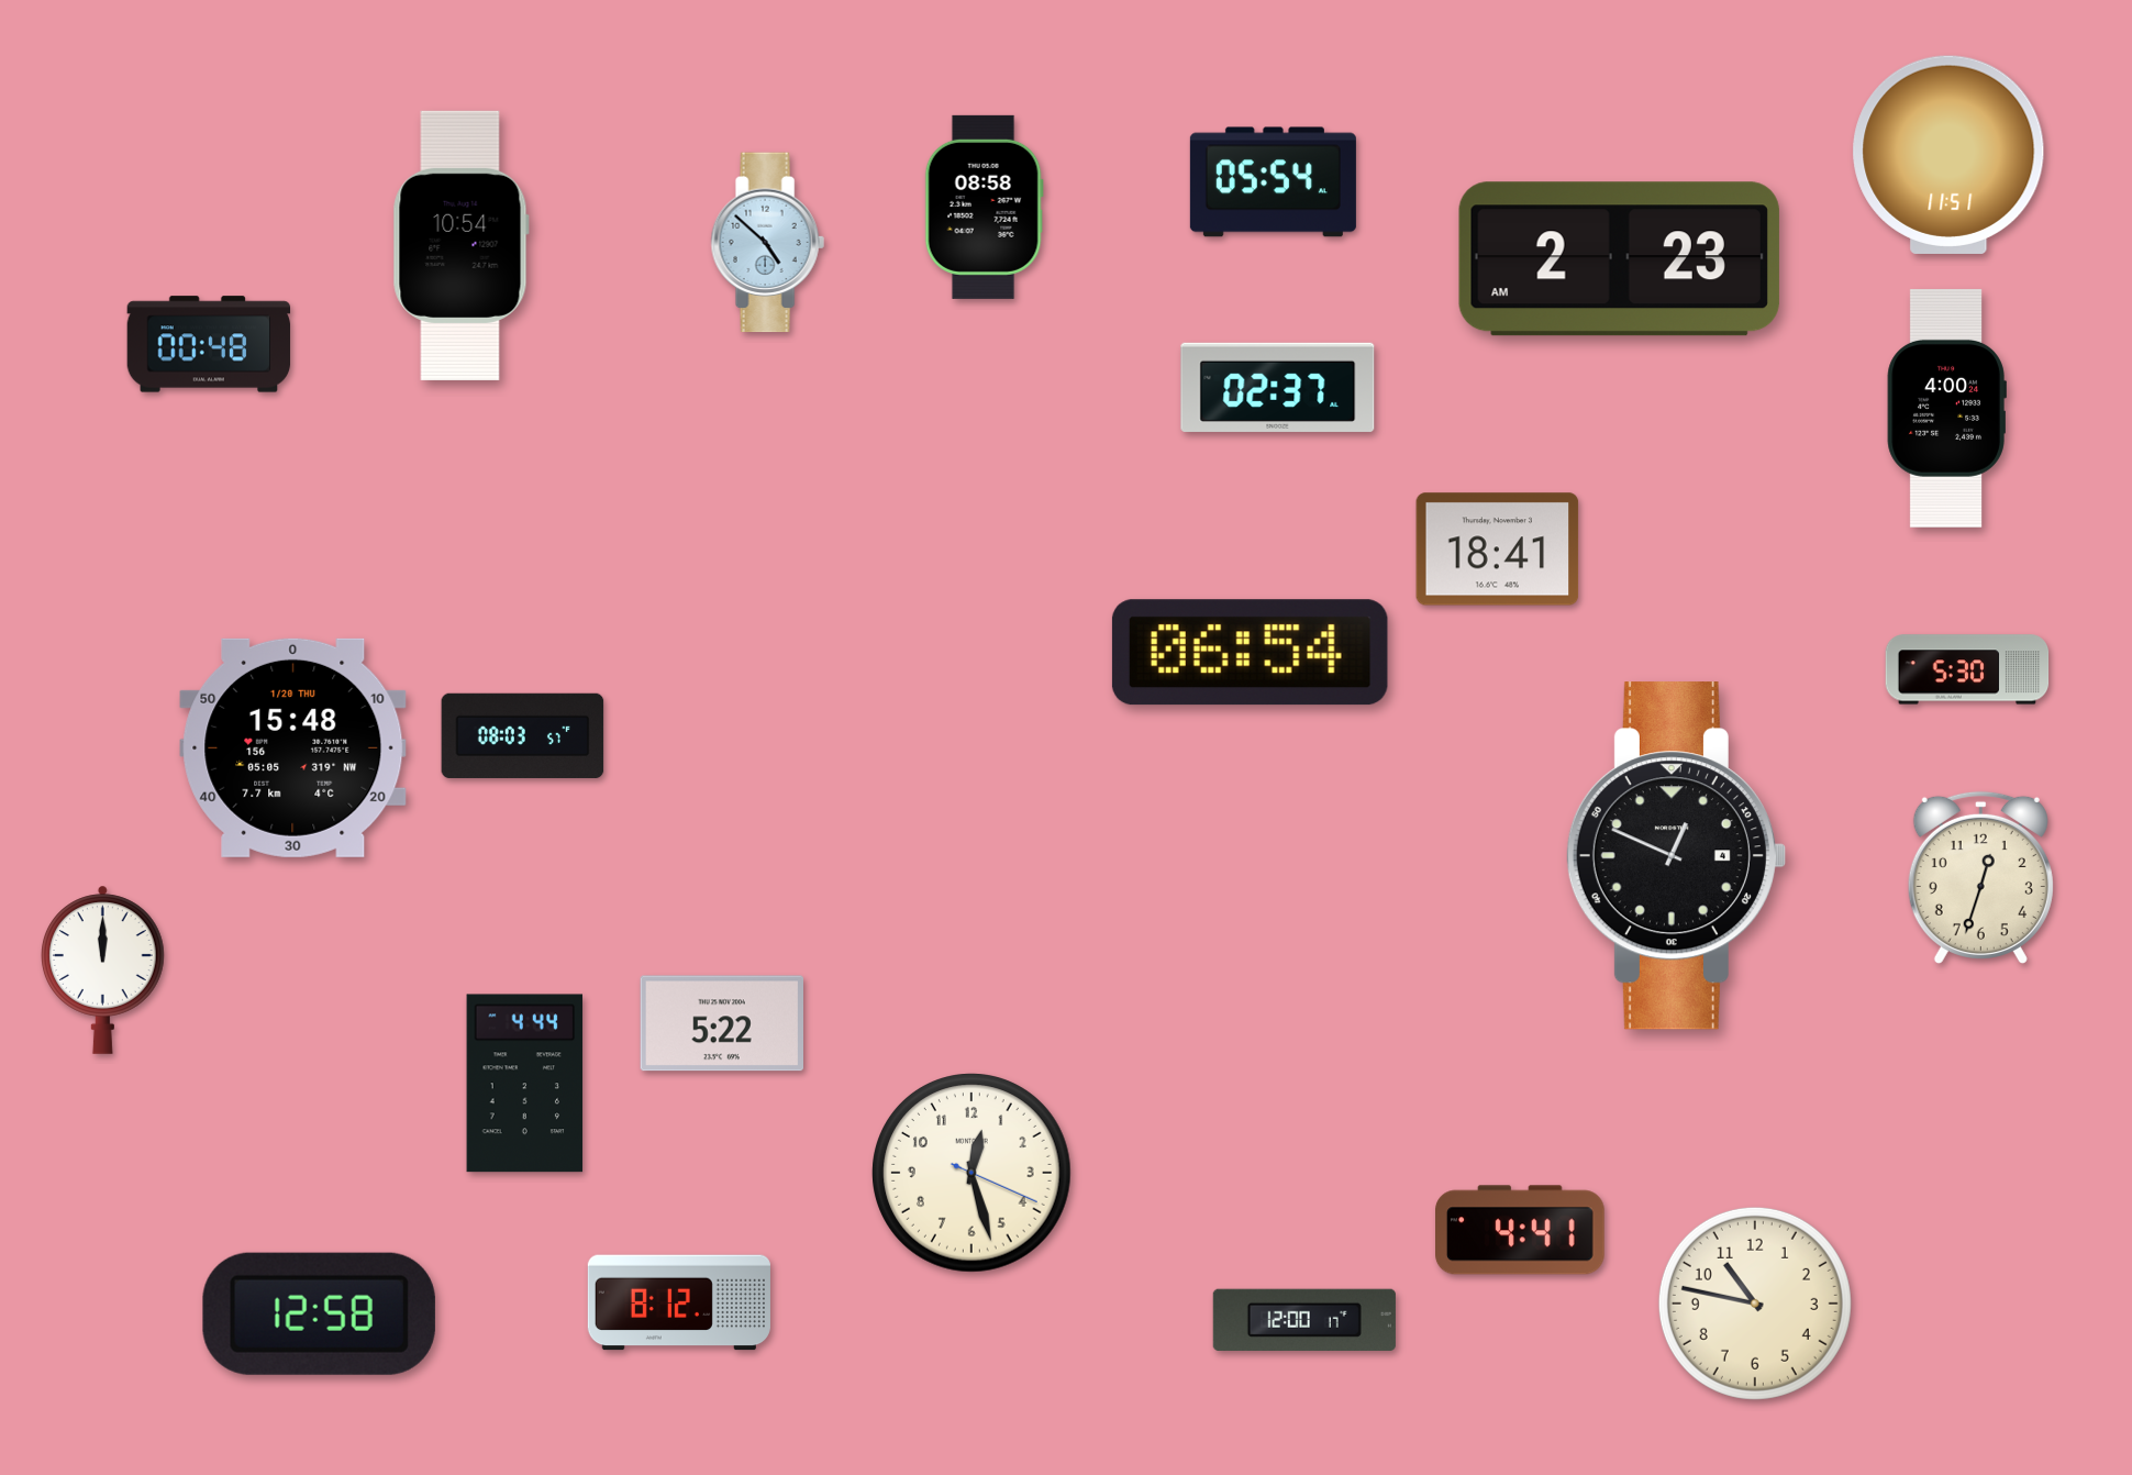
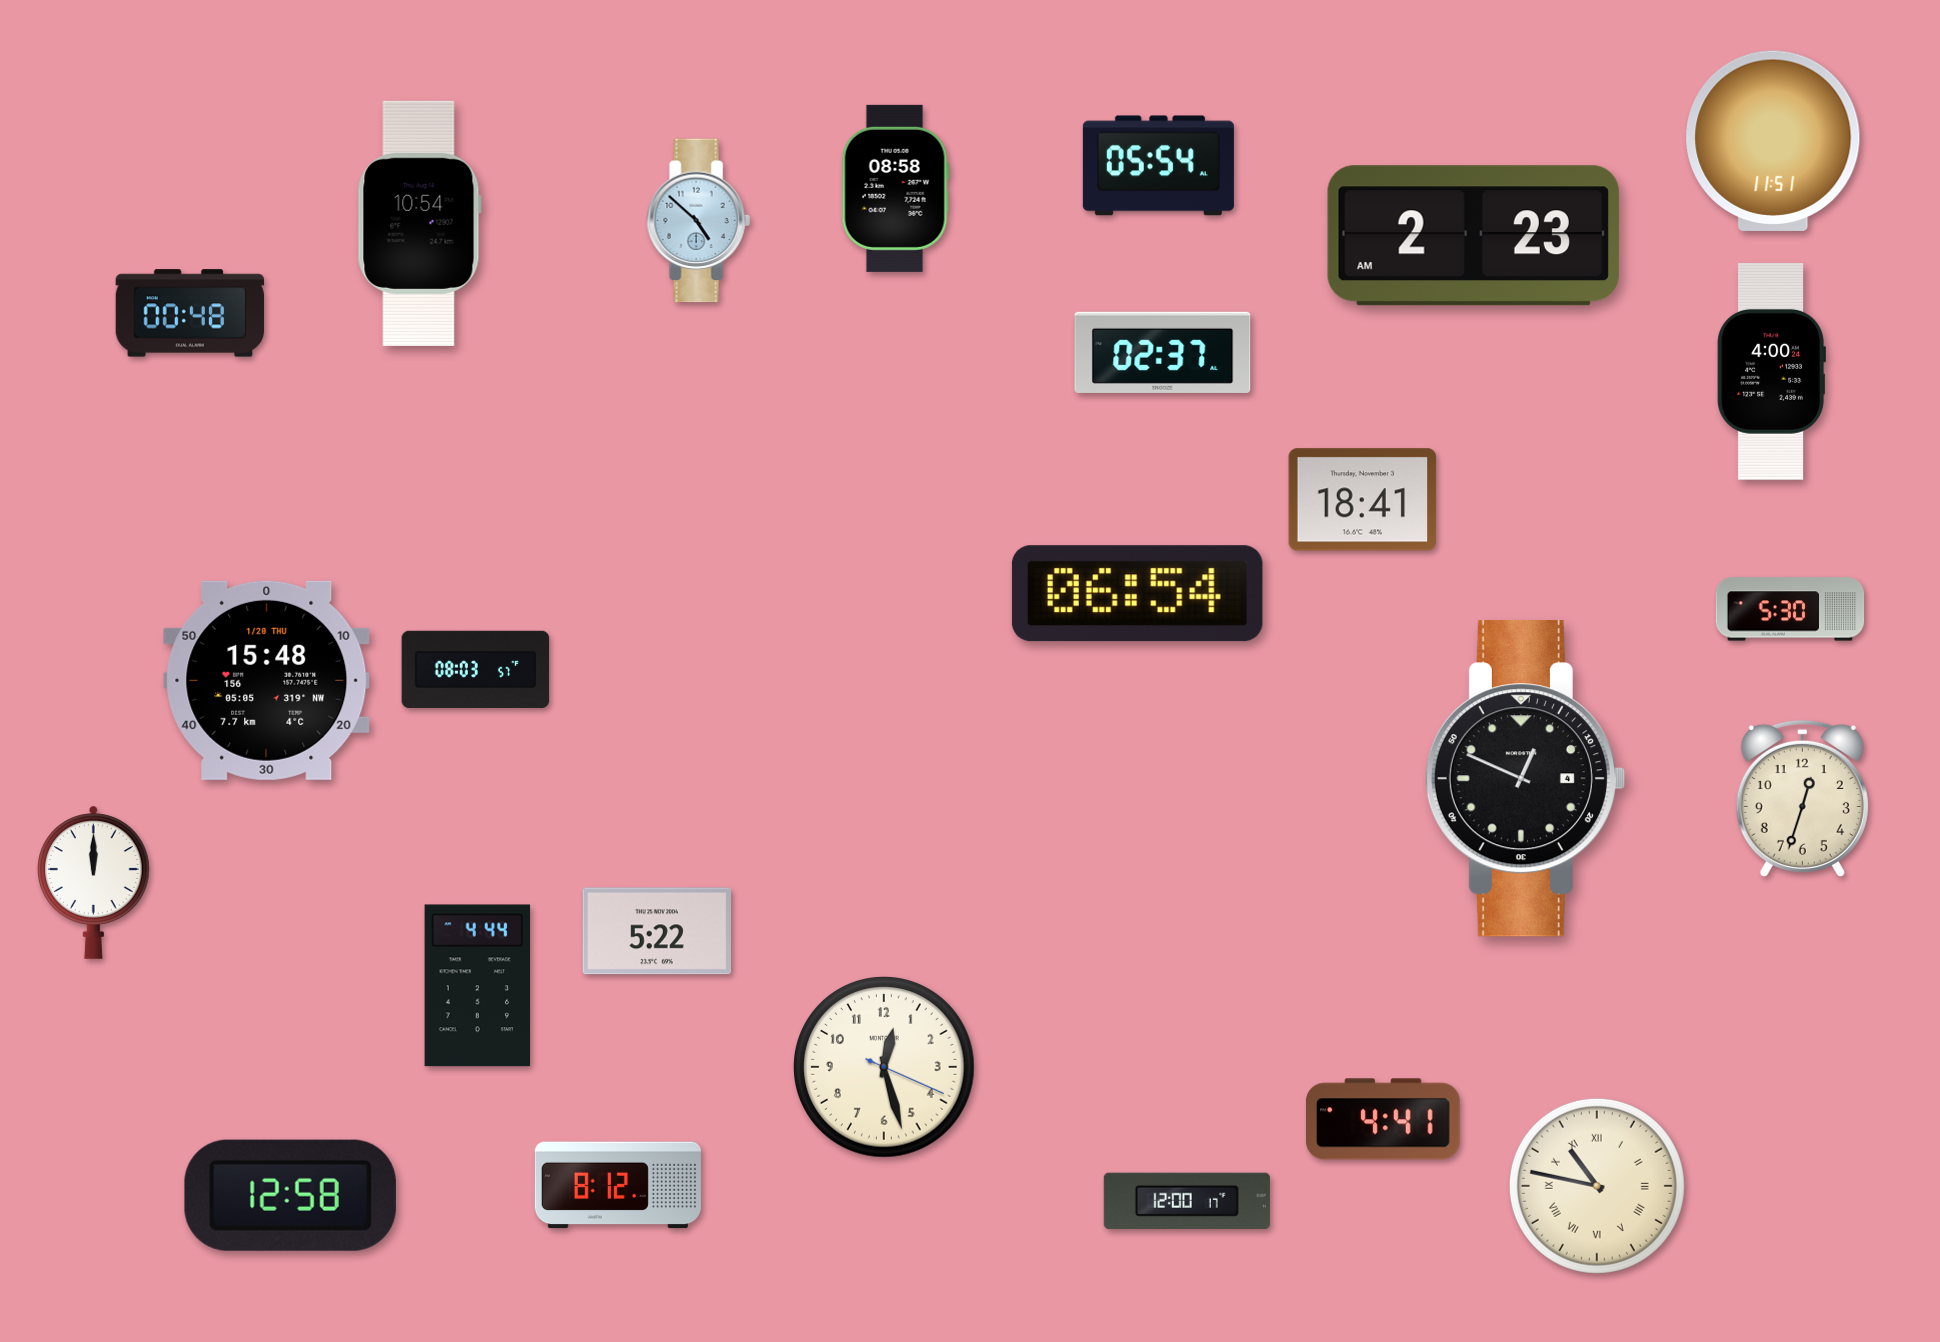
clock at (1755, 1304) numerals: Arabic -> Roman
